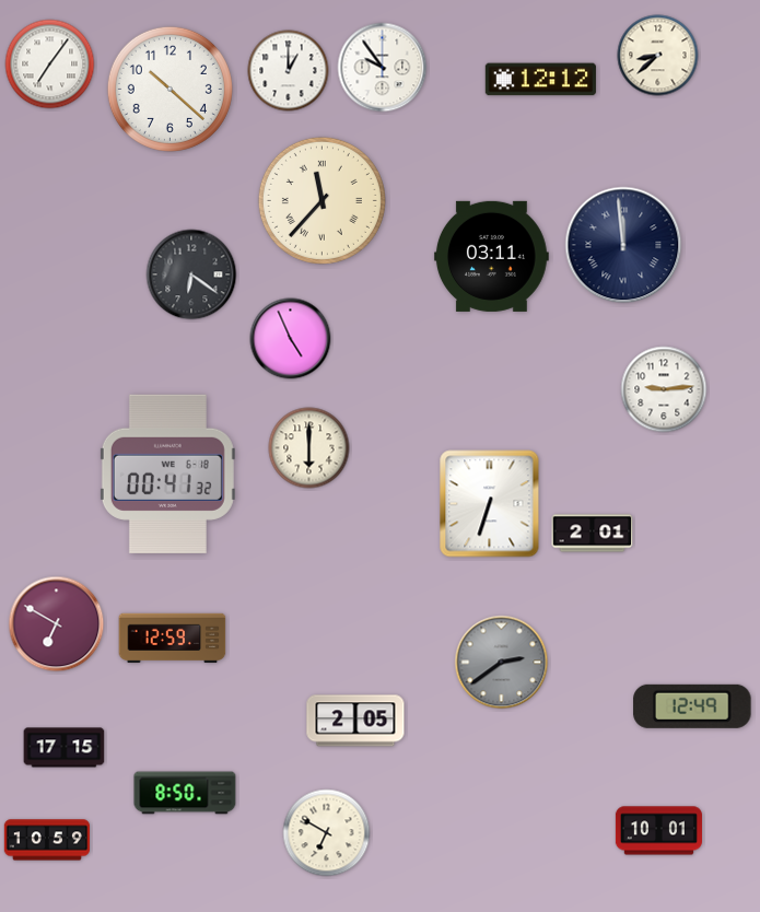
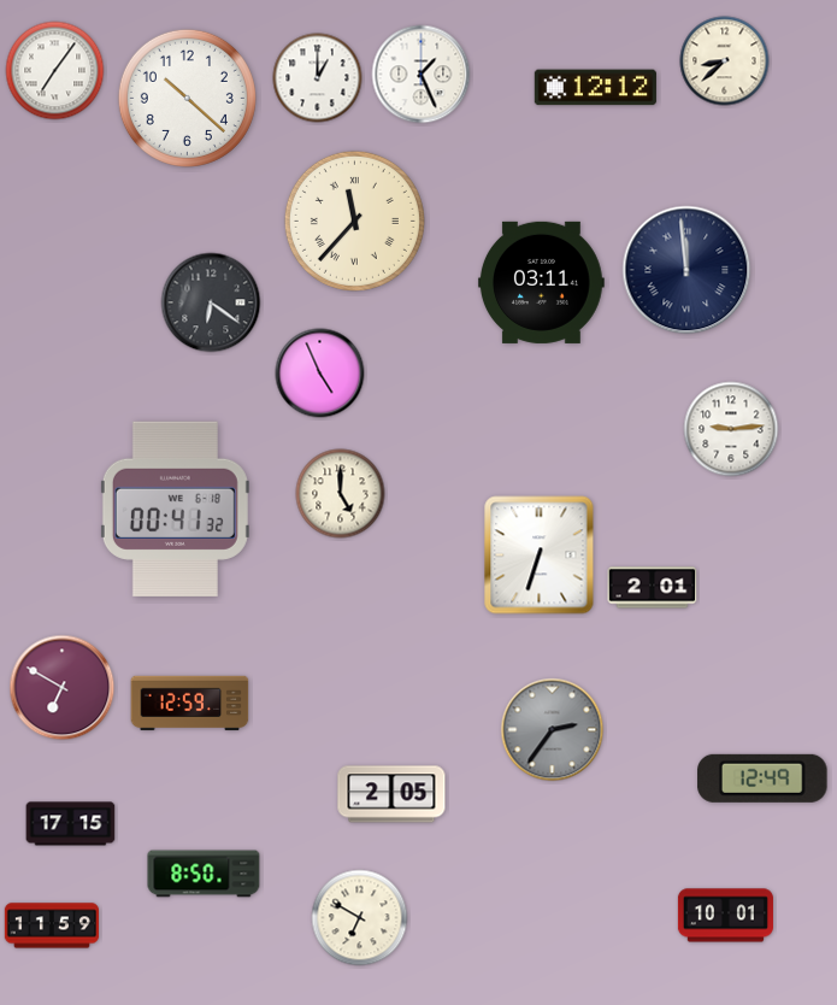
clock at (383, 68): 9:54 -> 1:26
clock at (309, 448): 6:00 -> 5:00
clock at (167, 473) position: (167, 473) -> (175, 509)
clock at (502, 663): 2:39 -> 2:36
clock at (46, 840): 10:59 -> 11:59
